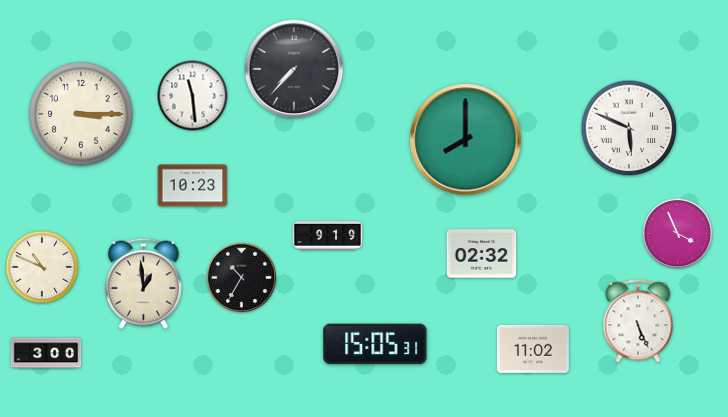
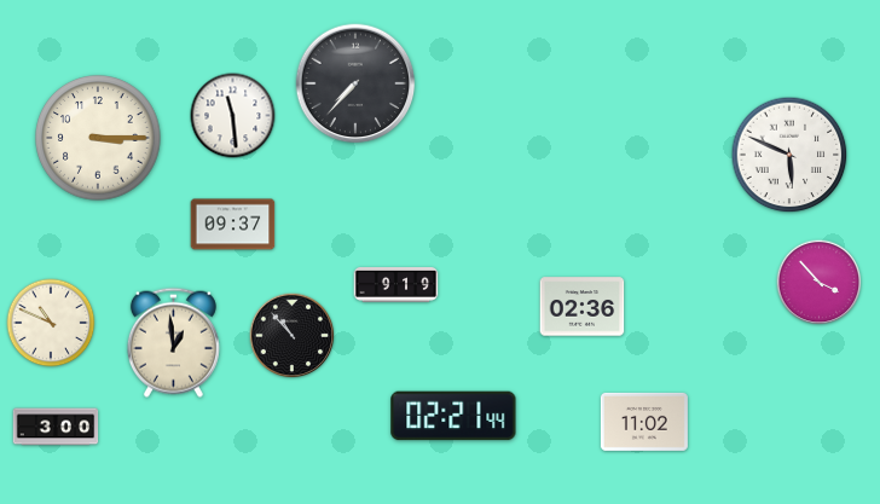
clock at (629, 128) position: (629, 128) -> (789, 155)
clock at (466, 140): 8:00 -> none
clock at (193, 186): 10:23 -> 09:37
clock at (678, 234): 3:56 -> 3:53
clock at (482, 254): 02:32 -> 02:36
clock at (242, 278): 10:35 -> 10:53
clock at (638, 321): 5:26 -> none
clock at (375, 344): 15:05 -> 02:21
